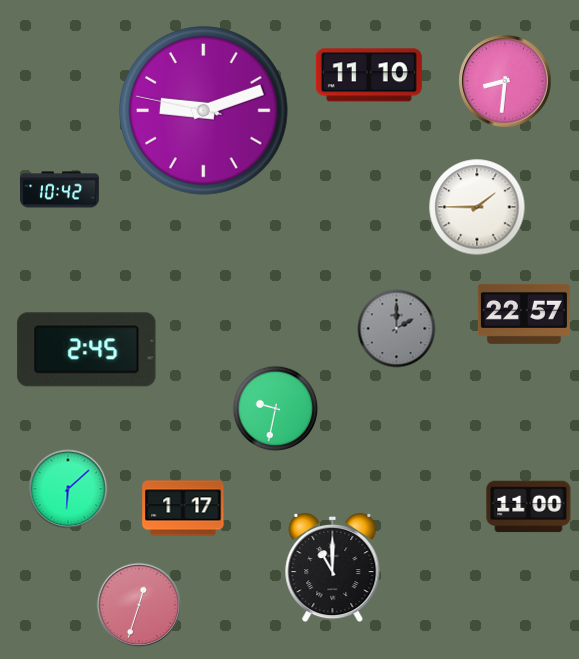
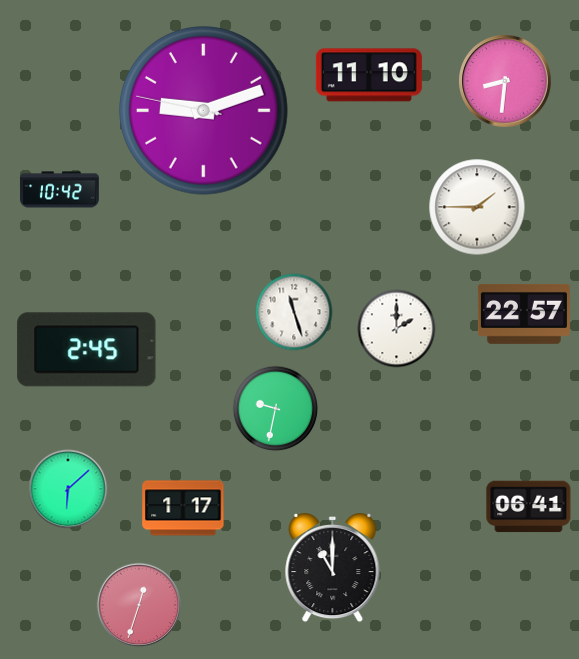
clock at (294, 312): none -> 11:27
clock at (397, 329) dial: grey -> white
clock at (529, 507): 11:00 -> 06:41
